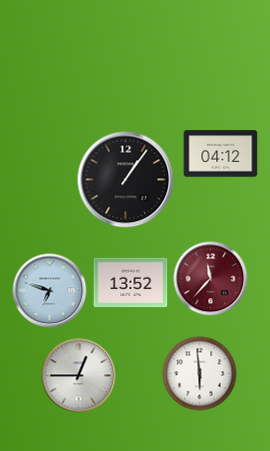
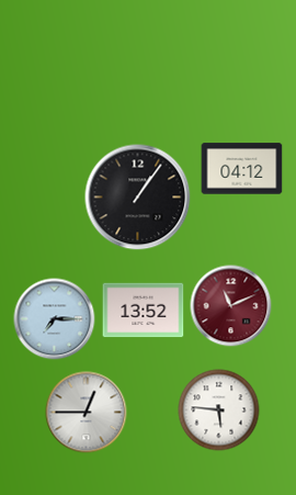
clock at (211, 279): 11:37 -> 11:11
clock at (50, 291): 6:48 -> 7:15
clock at (200, 374): 5:59 -> 5:46
